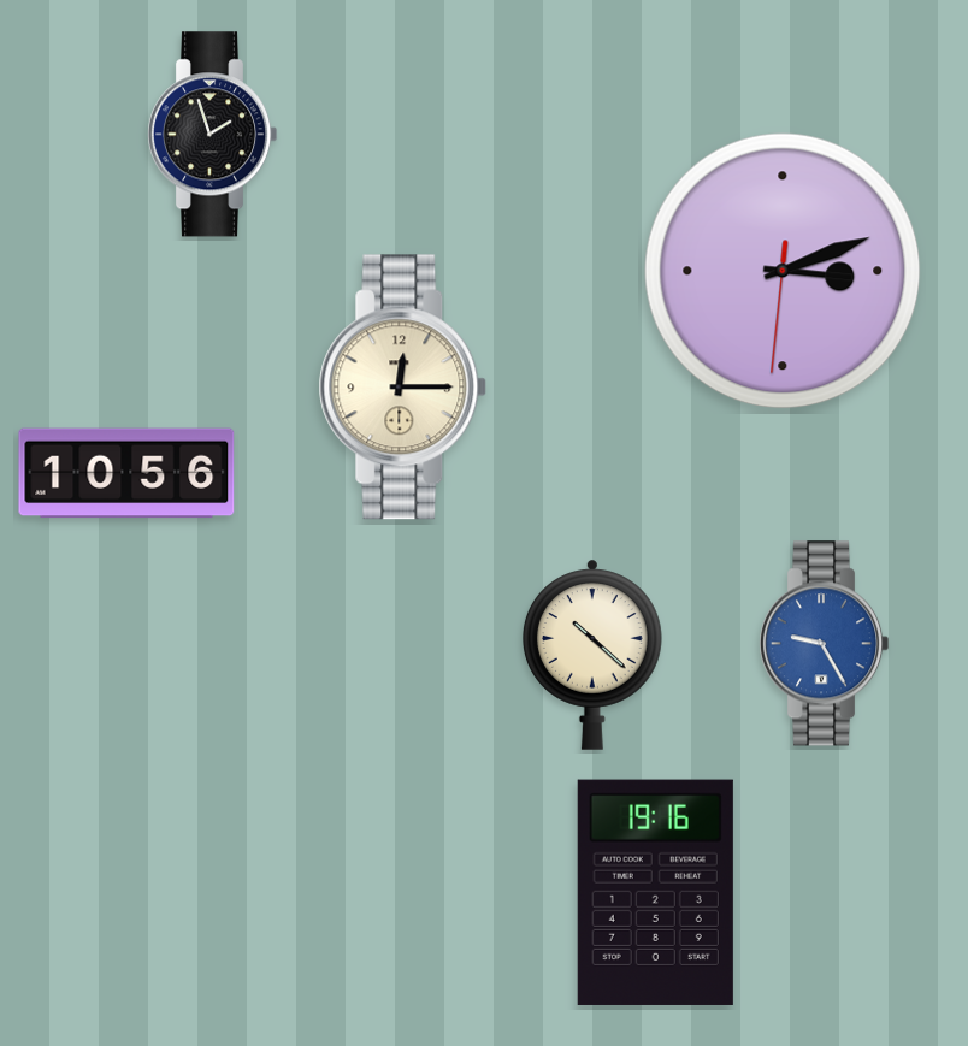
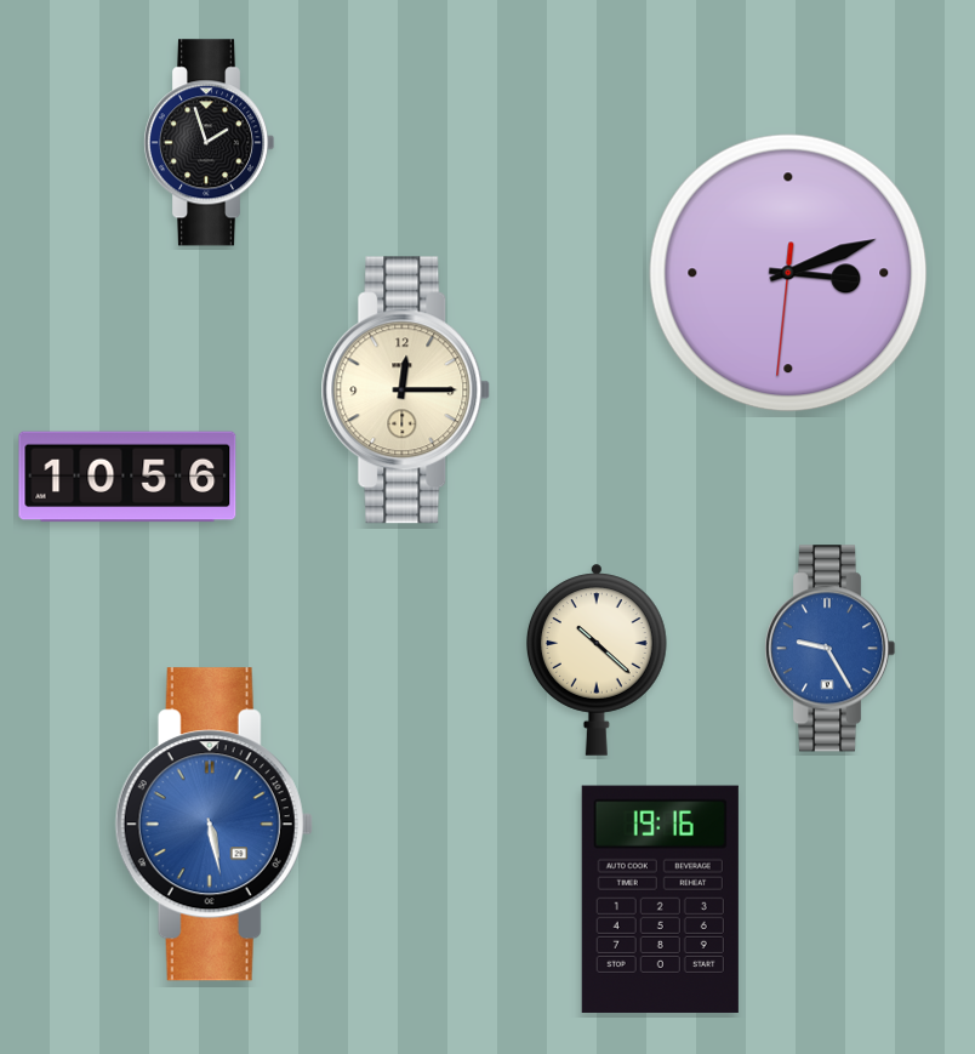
clock at (212, 135) position: (212, 135) -> (209, 143)
clock at (213, 825): none -> 5:28
